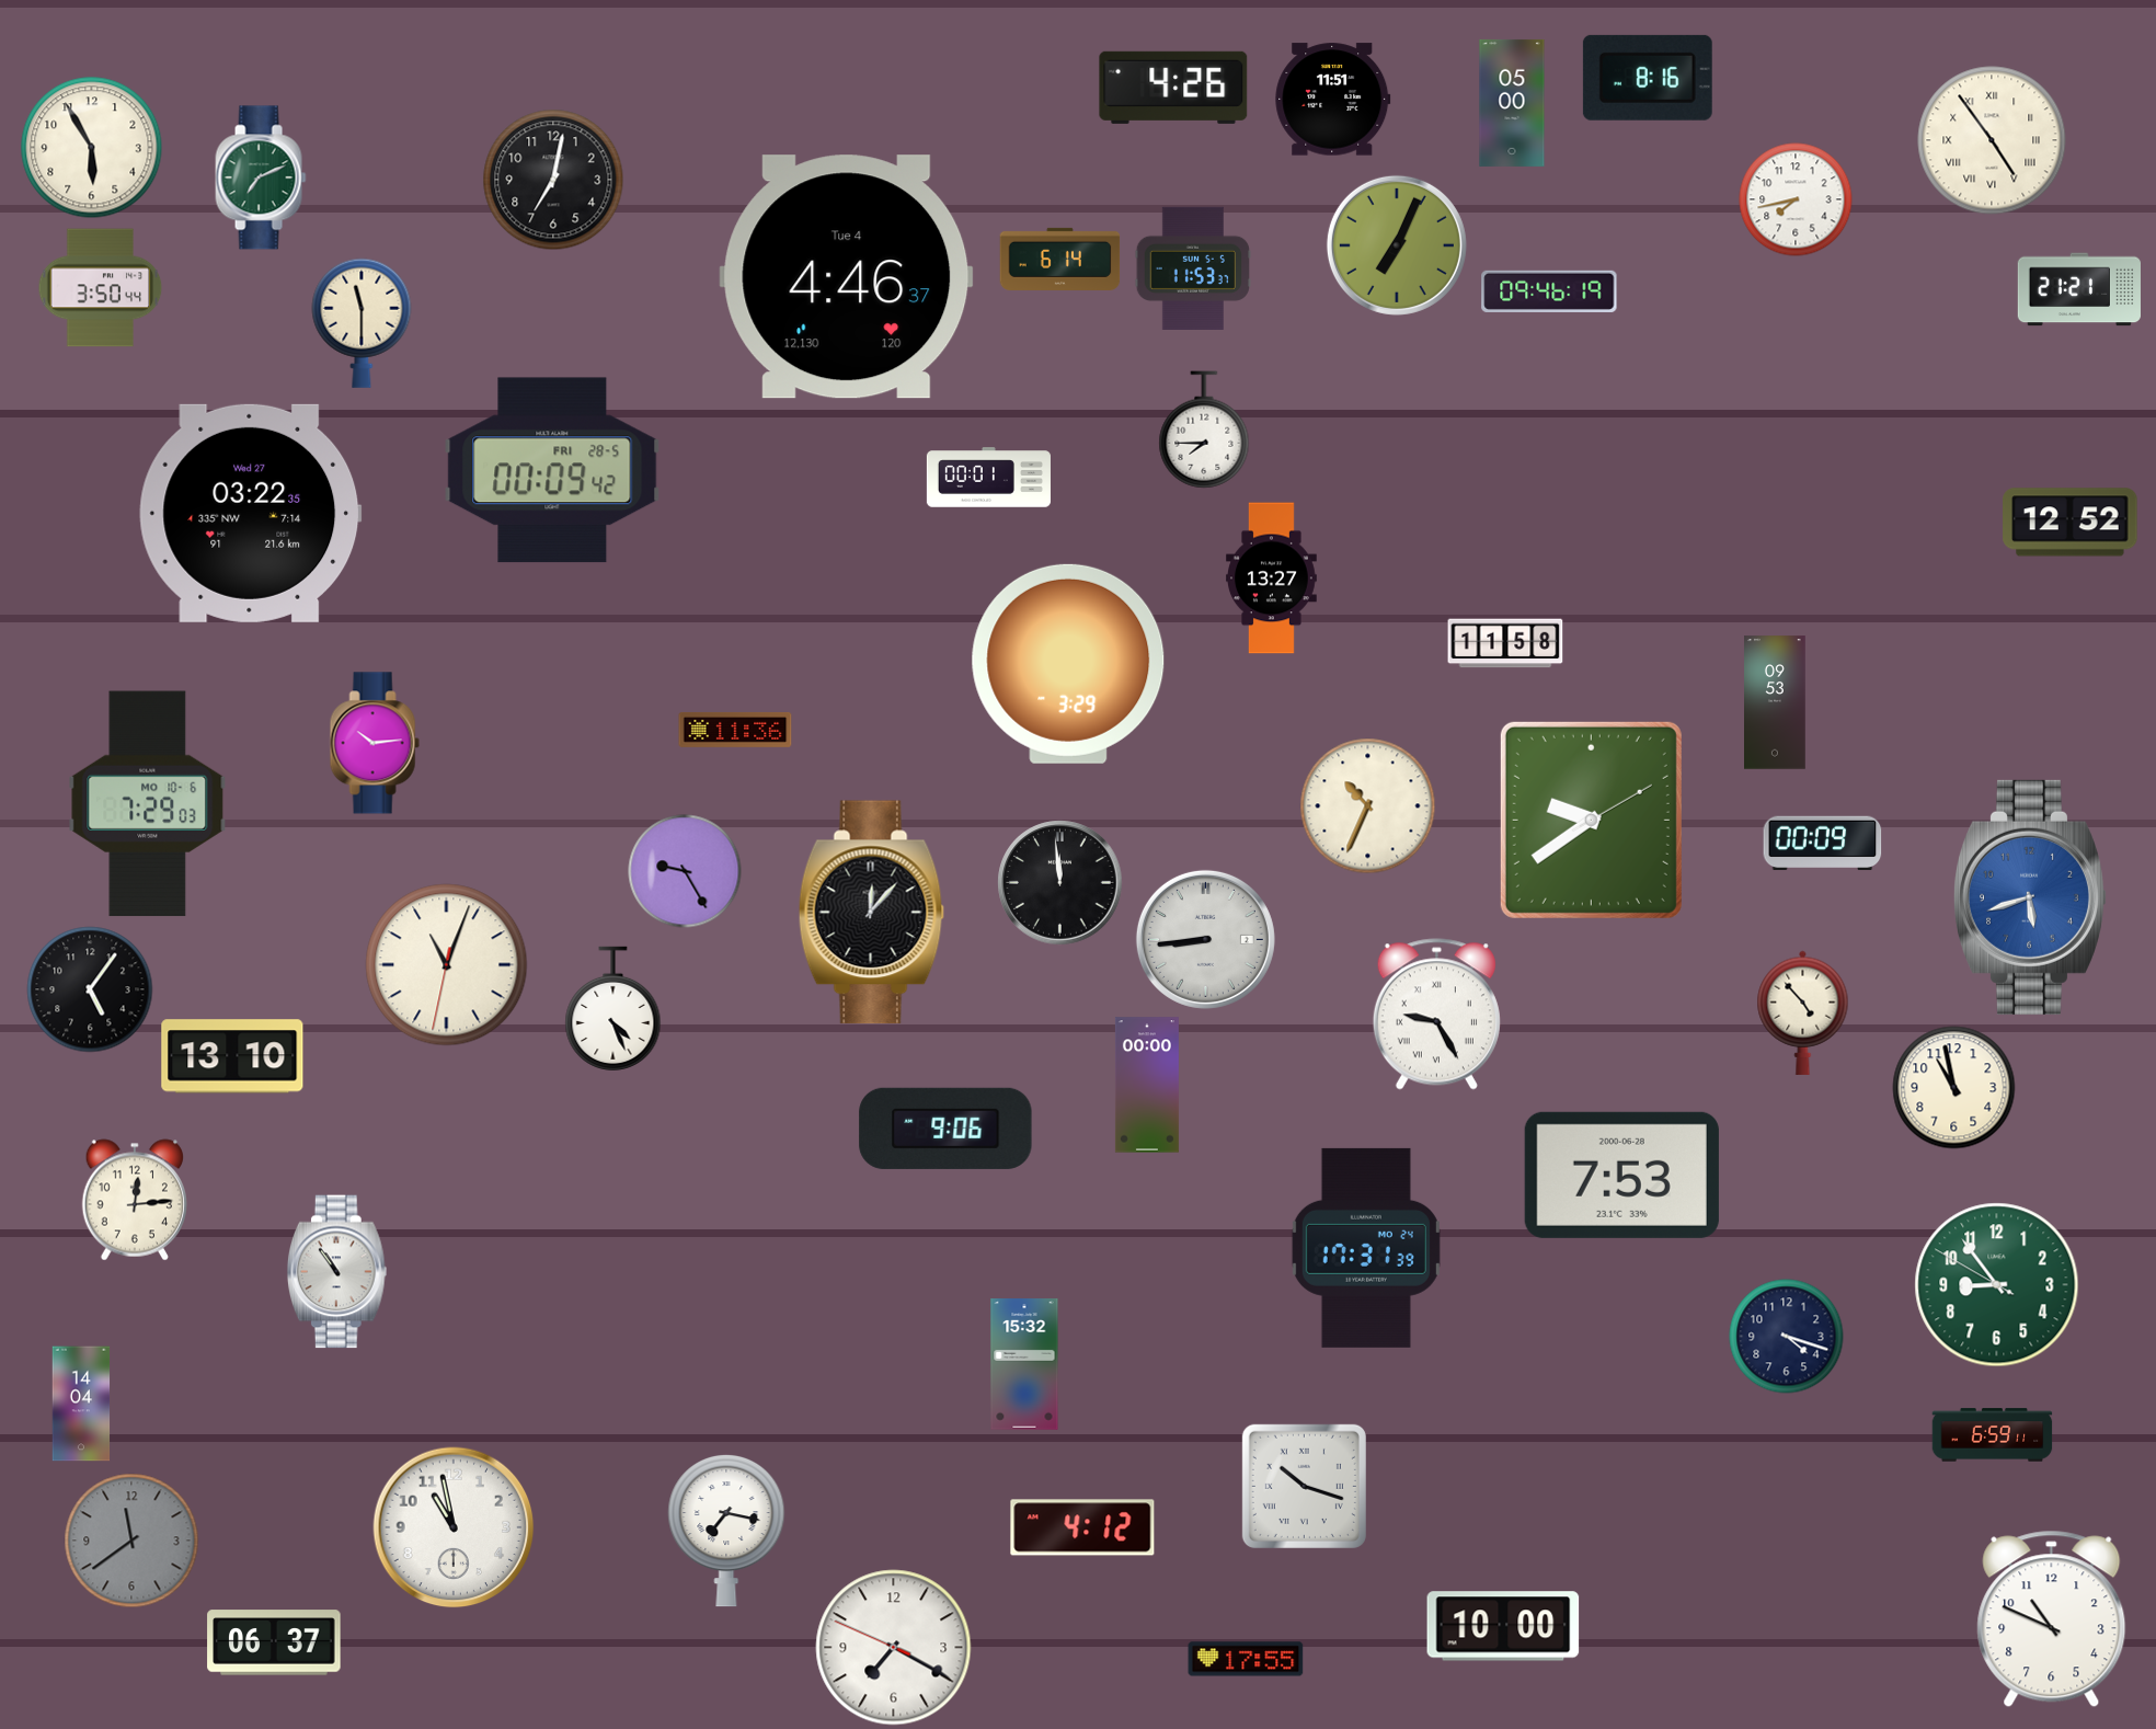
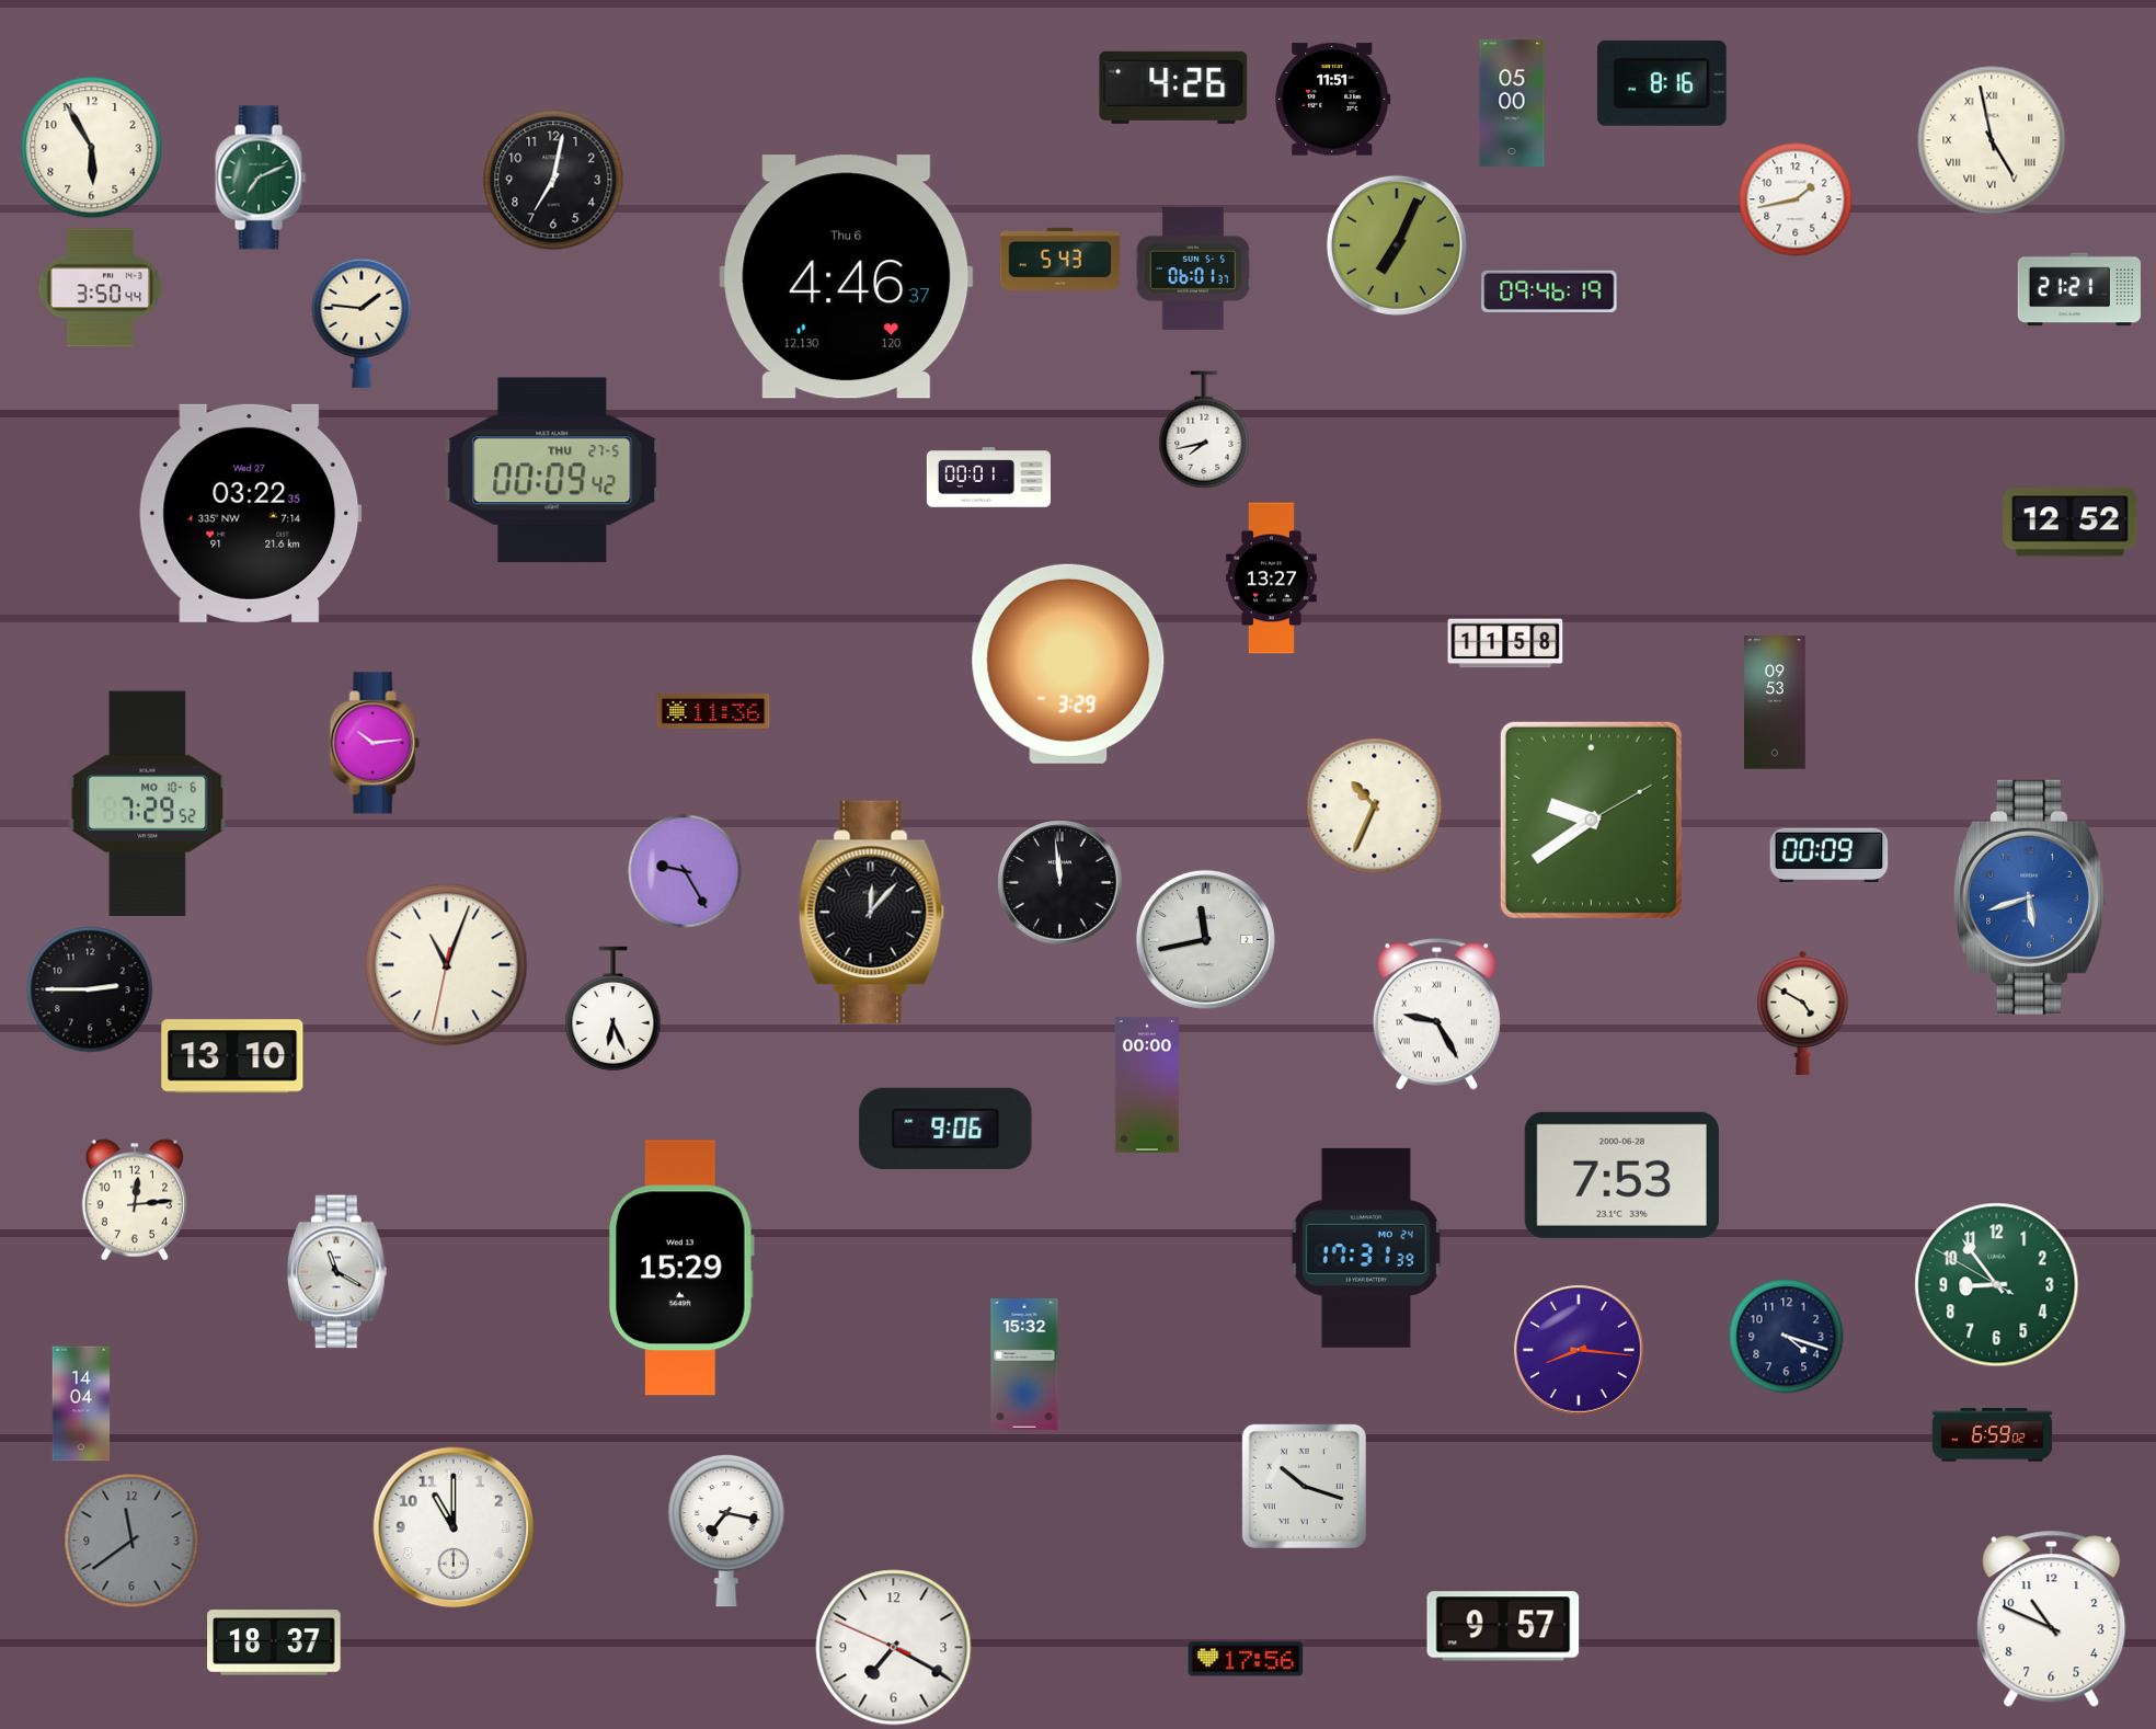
clock at (1648, 78) position: (1648, 78) -> (1662, 83)
clock at (1992, 140): 4:54 -> 4:58
clock at (1796, 199): 7:43 -> 1:43
clock at (1060, 259): 6:14 -> 5:43
clock at (1193, 268): 11:53 -> 06:01
clock at (847, 277) date: Tue 4 -> Thu 6
clock at (362, 323): 11:30 -> 1:46
clock at (1204, 430): 7:45 -> 7:43
clock at (552, 470) date: FRI 28-5 -> THU 27-5
clock at (735, 730) position: (735, 730) -> (713, 711)
clock at (148, 804): 7:29:03 -> 7:29:52
clock at (1368, 806) position: (1368, 806) -> (1375, 806)
clock at (1823, 844) position: (1823, 844) -> (1830, 856)
clock at (1205, 939): 8:44 -> 11:43
clock at (90, 989): 5:06 -> 2:45
clock at (613, 1008): 4:26 -> 6:26
clock at (1803, 1012): 4:53 -> 4:50
clock at (1954, 1088): 10:58 -> none
clock at (681, 1268): none -> 15:29
clock at (336, 1272): 10:54 -> 11:20
clock at (1579, 1350): none -> 8:16
clock at (1993, 1435): 6:59:11 -> 6:59:02
clock at (454, 1527): 10:58 -> 11:00
clock at (1082, 1527): 4:12 -> none
clock at (1503, 1626): 10:00 -> 9:57
clock at (274, 1642): 06:37 -> 18:37
clock at (1246, 1659): 17:55 -> 17:56
